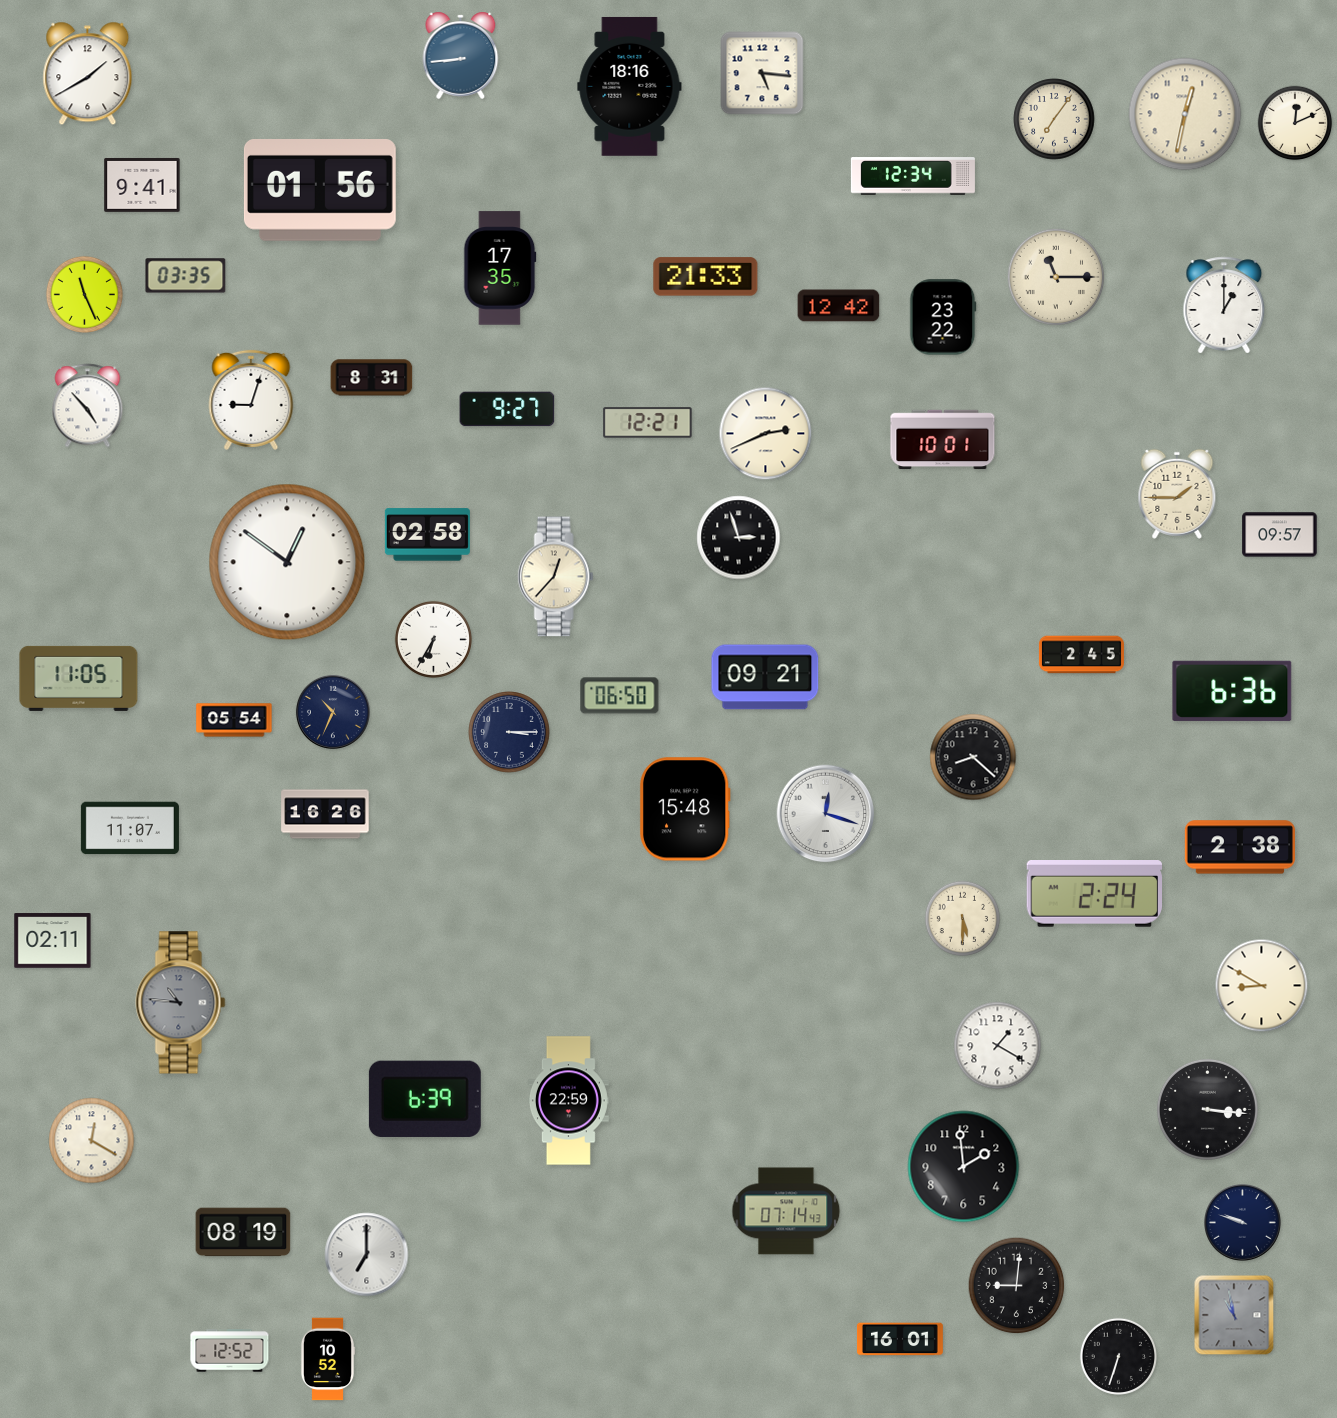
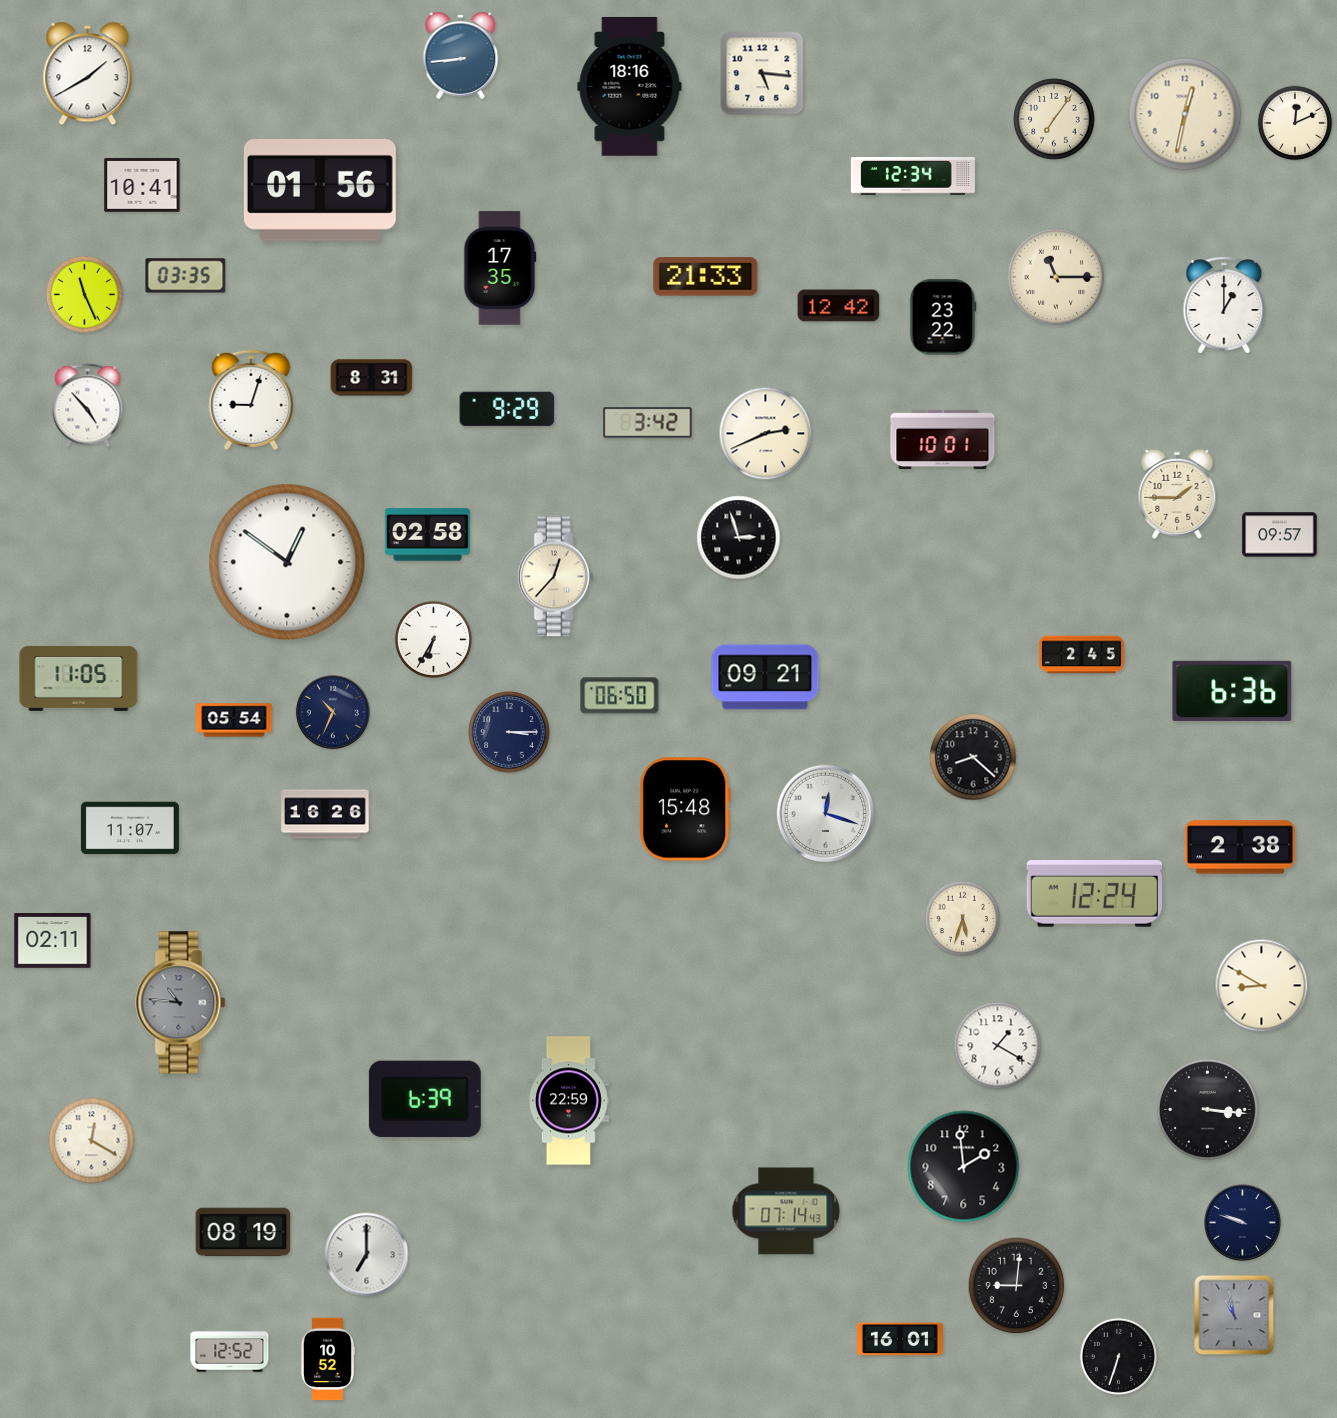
clock at (142, 185): 9:41 -> 10:41
clock at (507, 409): 9:27 -> 9:29
clock at (648, 423): 12:21 -> 3:42
clock at (1094, 894): 2:24 -> 12:24
clock at (963, 919): 5:30 -> 5:33
